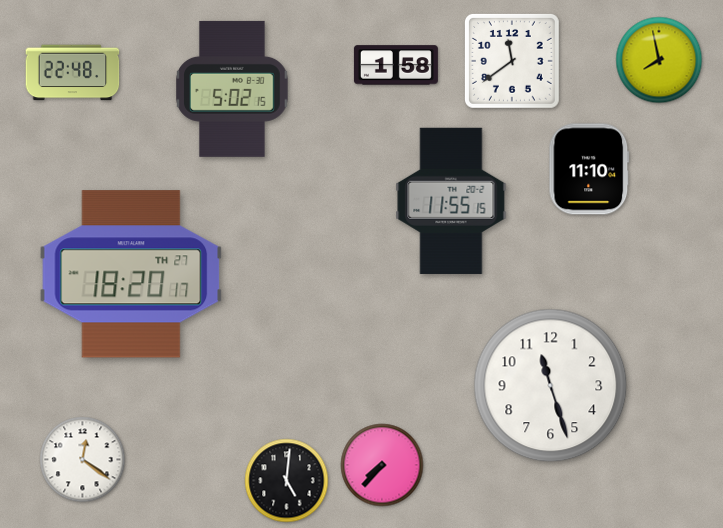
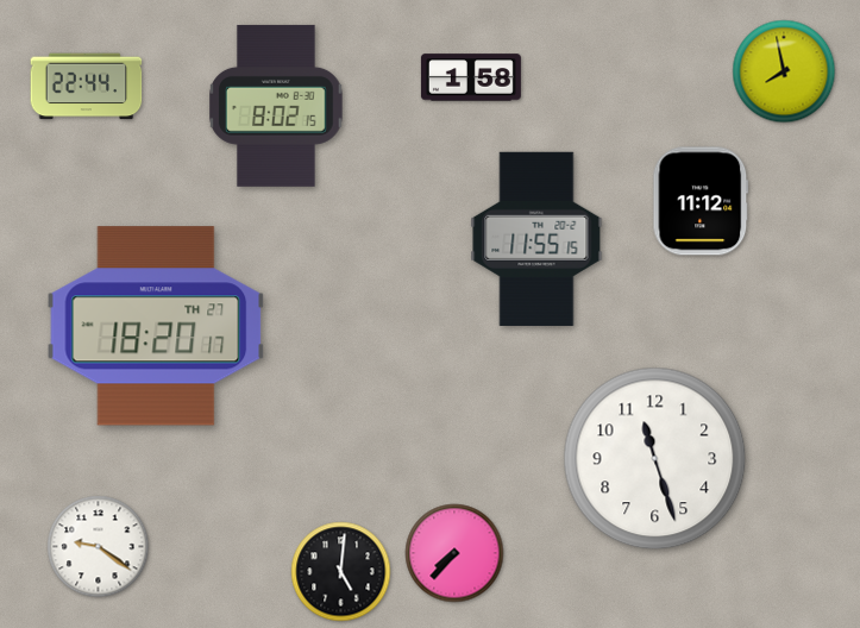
clock at (512, 61): 11:39 -> none
clock at (73, 73): 22:48 -> 22:44
clock at (232, 89): 5:02 -> 8:02
clock at (589, 169): 11:10 -> 11:12
clock at (83, 460): 12:21 -> 9:21
